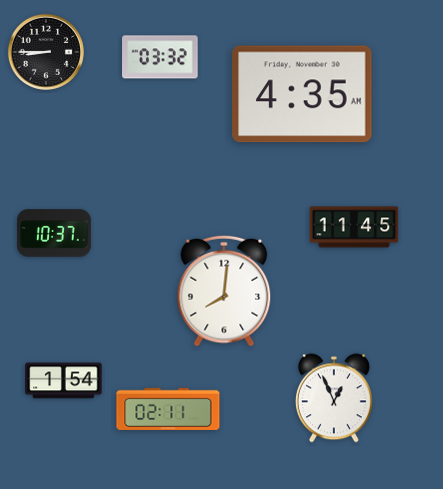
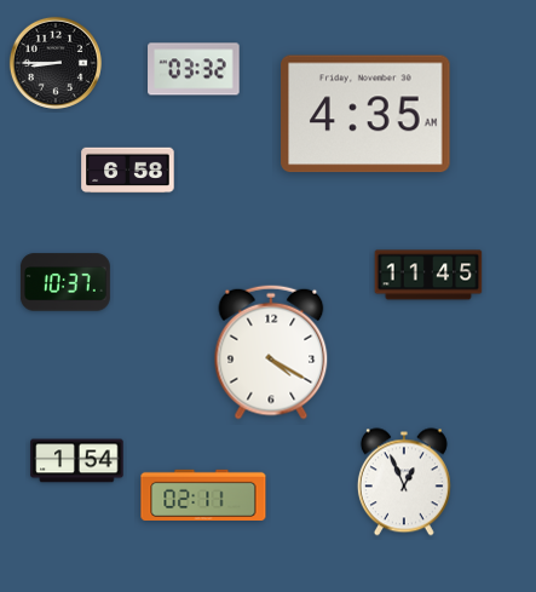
clock at (128, 171): none -> 6:58
clock at (224, 291): 8:01 -> 4:20
